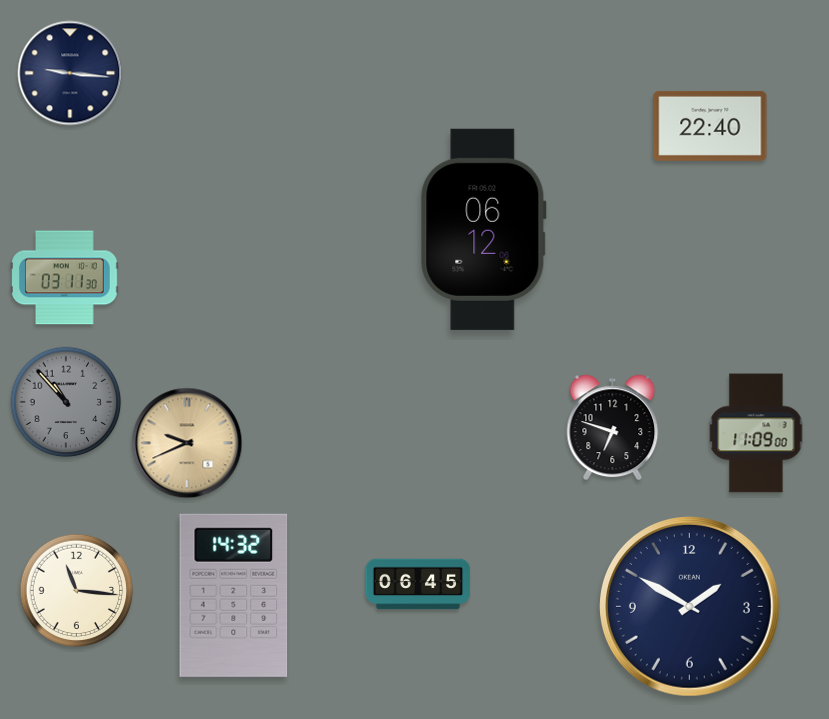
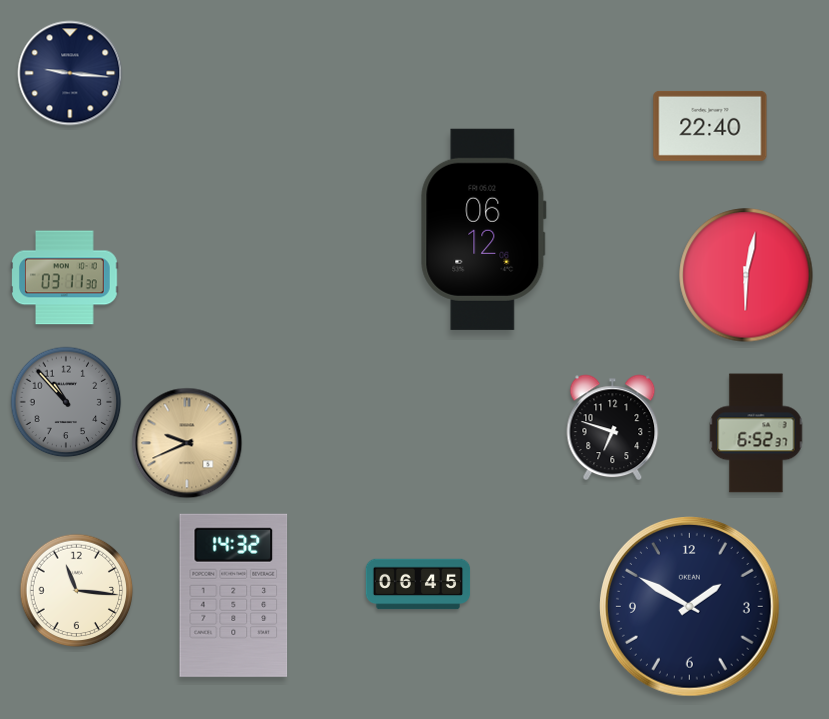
clock at (746, 275): none -> 6:02
clock at (756, 433): 11:09 -> 6:52
